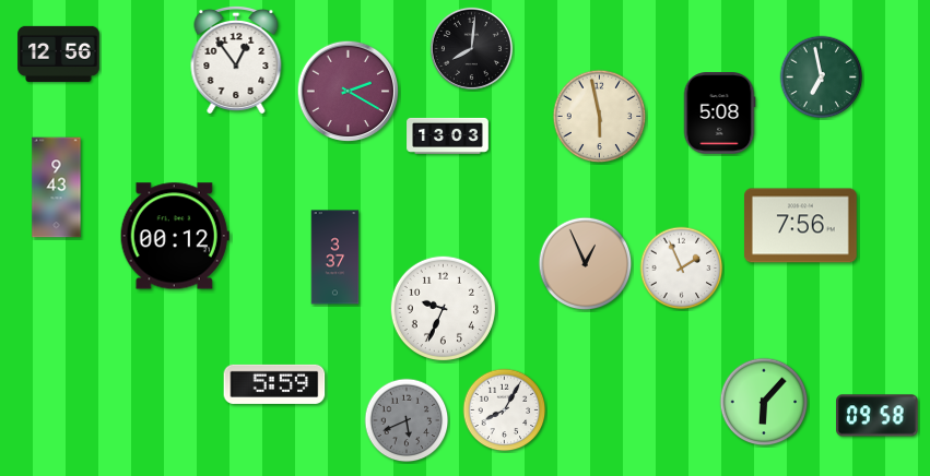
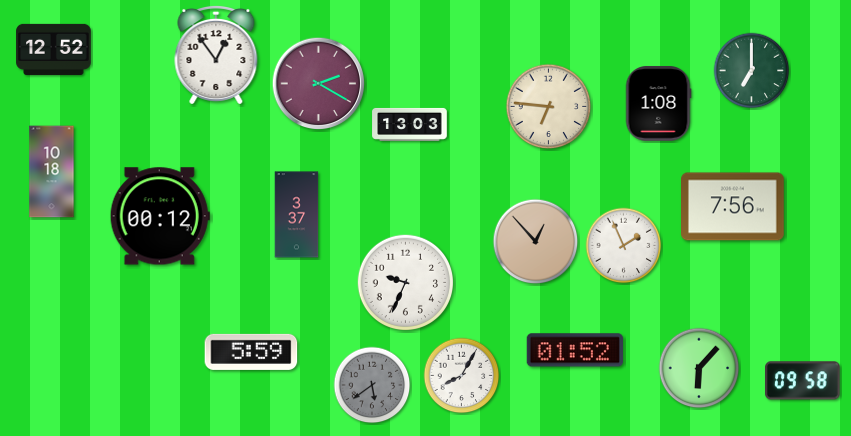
clock at (471, 48): 8:01 -> none
clock at (59, 53): 12:56 -> 12:52
clock at (822, 78): 6:58 -> 7:00
clock at (719, 114): 5:08 -> 1:08
clock at (600, 117): 5:58 -> 6:46
clock at (57, 188): 9:43 -> 10:18
clock at (335, 258) position: (335, 258) -> (297, 215)
clock at (586, 264): 12:56 -> 12:53
clock at (575, 350): none -> 01:52
clock at (407, 420): 5:41 -> 5:39
